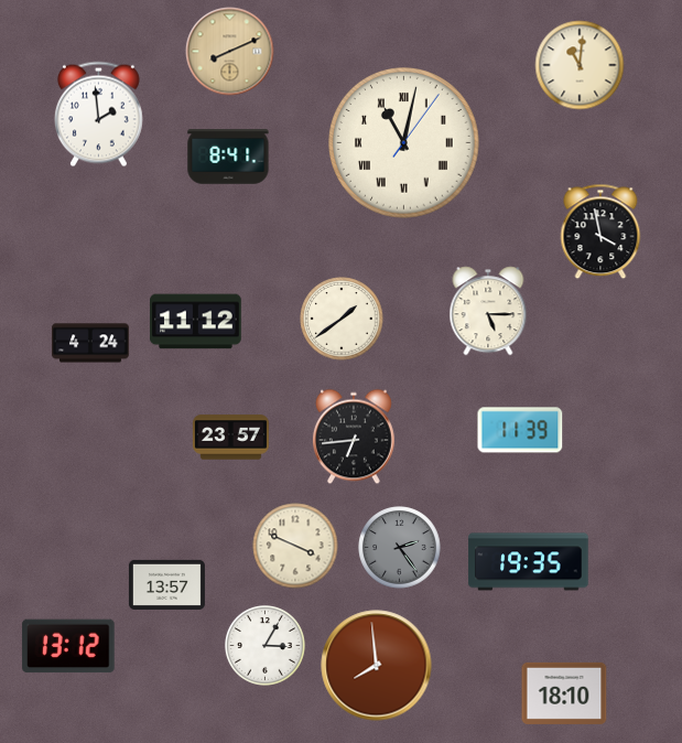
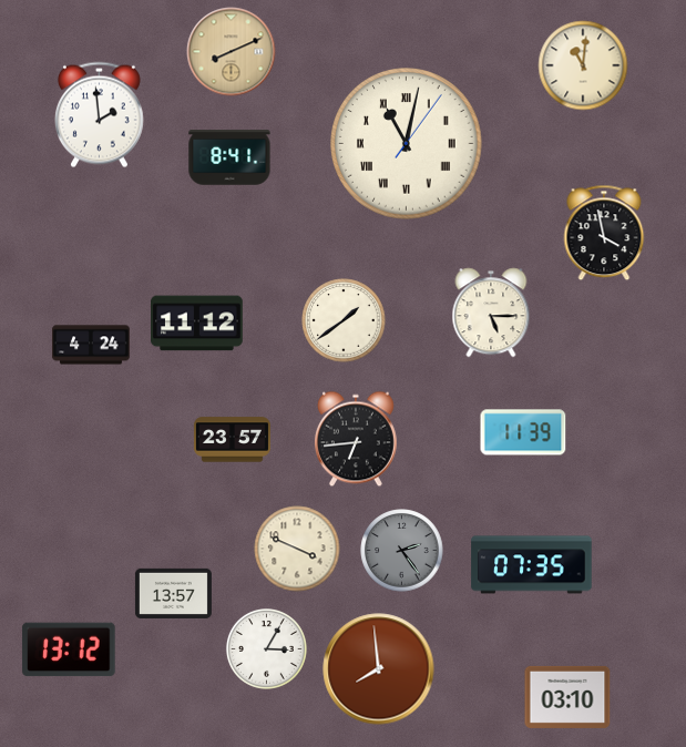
clock at (529, 562): 19:35 -> 07:35
clock at (166, 584) position: (166, 584) -> (173, 593)
clock at (564, 693): 18:10 -> 03:10
